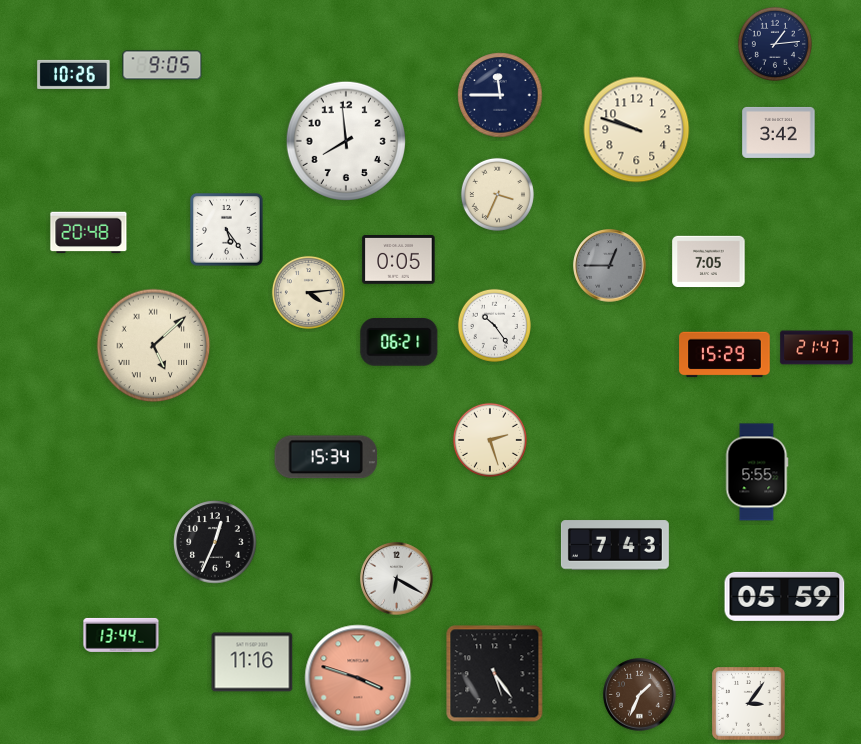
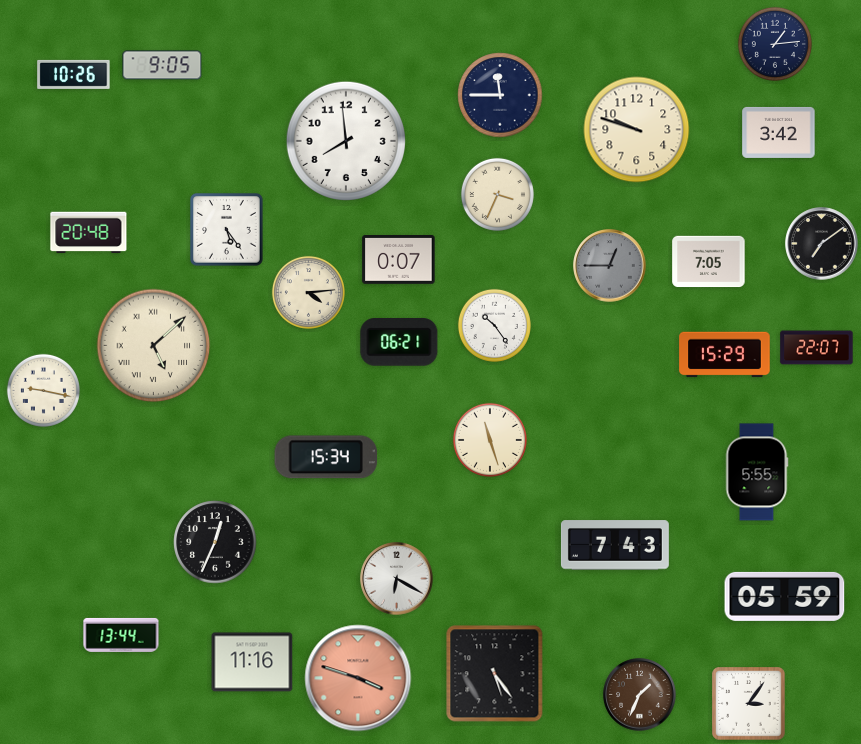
clock at (822, 244): none -> 7:09
clock at (399, 260): 0:05 -> 0:07
clock at (817, 348): 21:47 -> 22:07
clock at (43, 390): none -> 9:17
clock at (490, 440): 2:27 -> 11:27
